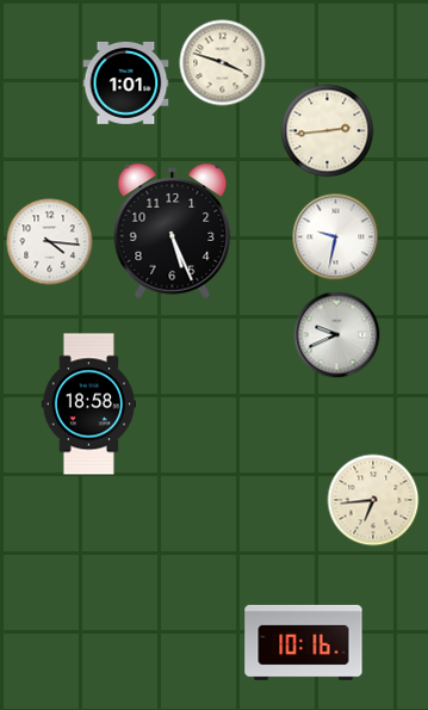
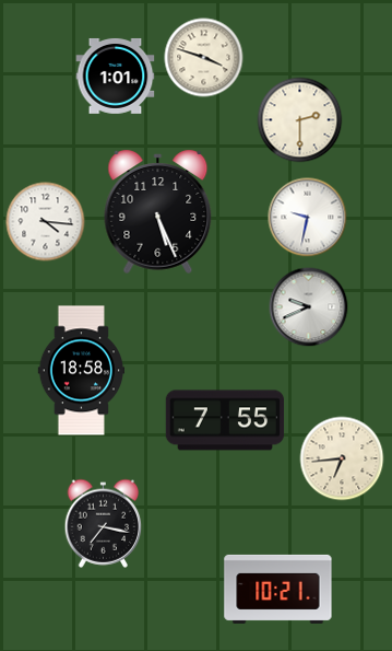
clock at (328, 131): 2:44 -> 2:30
clock at (225, 420): none -> 7:55
clock at (104, 523): none -> 7:17
clock at (304, 642): 10:16 -> 10:21
